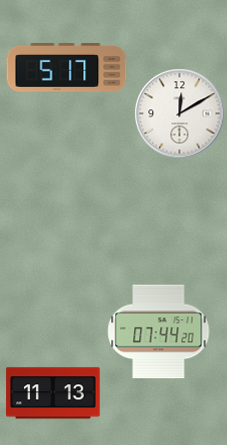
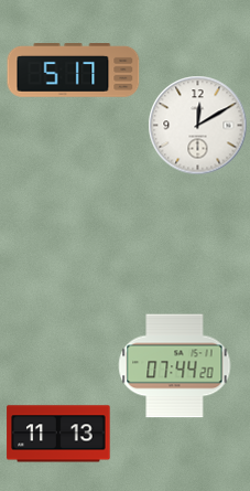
clock at (67, 68) position: (67, 68) -> (74, 71)
